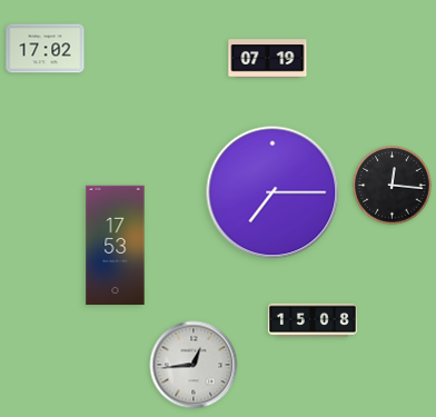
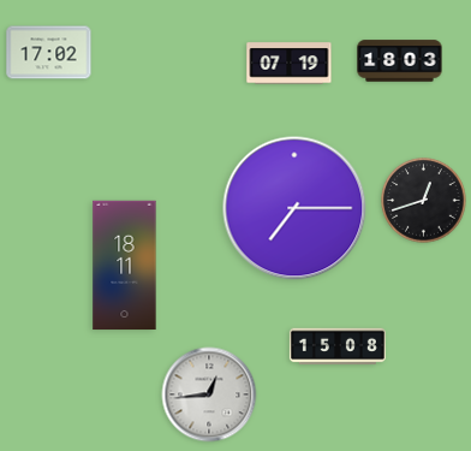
clock at (400, 61): none -> 18:03
clock at (393, 186): 12:16 -> 12:42
clock at (116, 246): 17:53 -> 18:11
